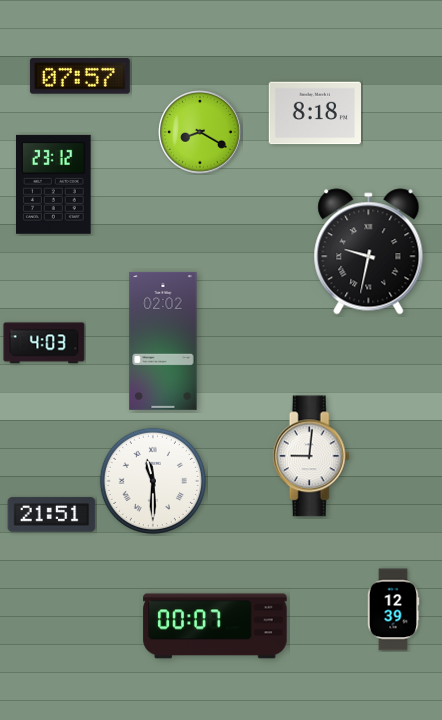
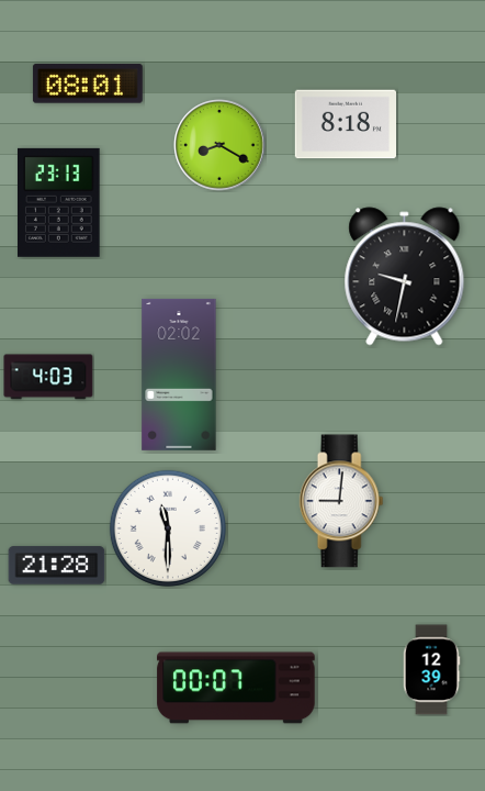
clock at (80, 76): 07:57 -> 08:01
clock at (54, 184): 23:12 -> 23:13
clock at (52, 515): 21:51 -> 21:28
